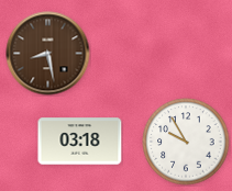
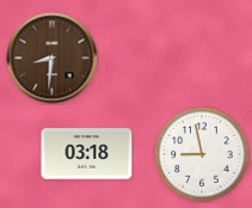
clock at (48, 54): 8:28 -> 8:31
clock at (186, 142): 9:55 -> 8:58
